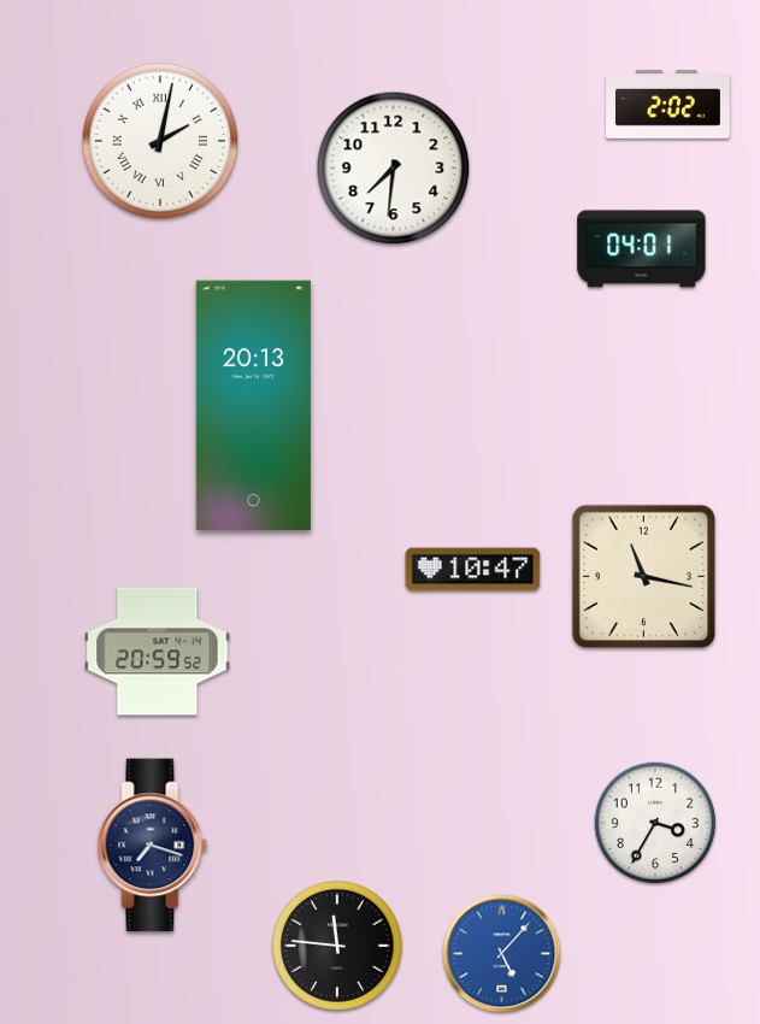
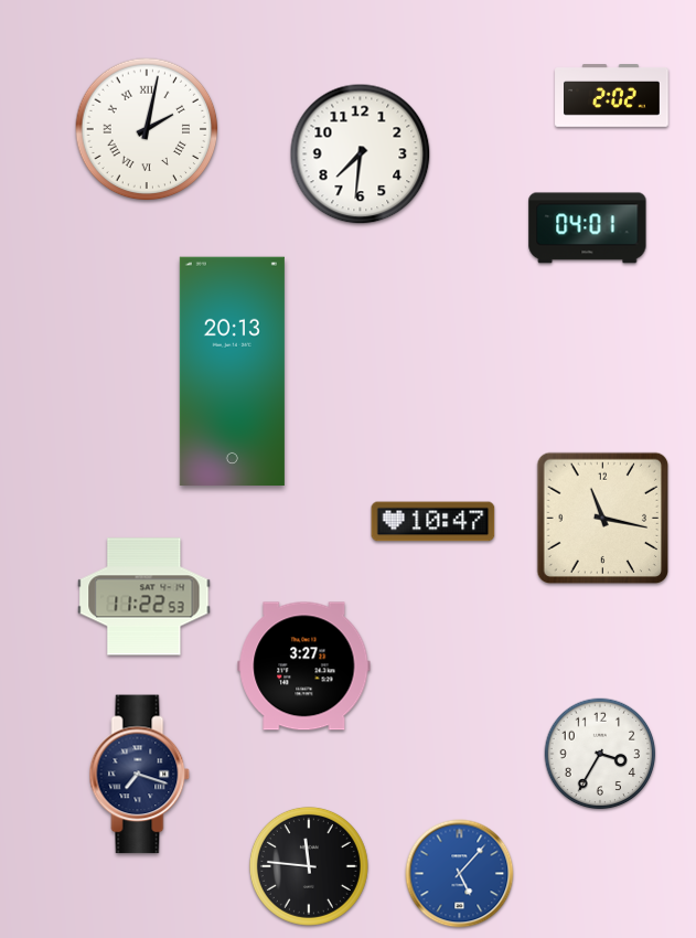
clock at (644, 577) position: (644, 577) -> (603, 519)
clock at (158, 652): 20:59 -> 11:22
clock at (304, 667): none -> 3:27
